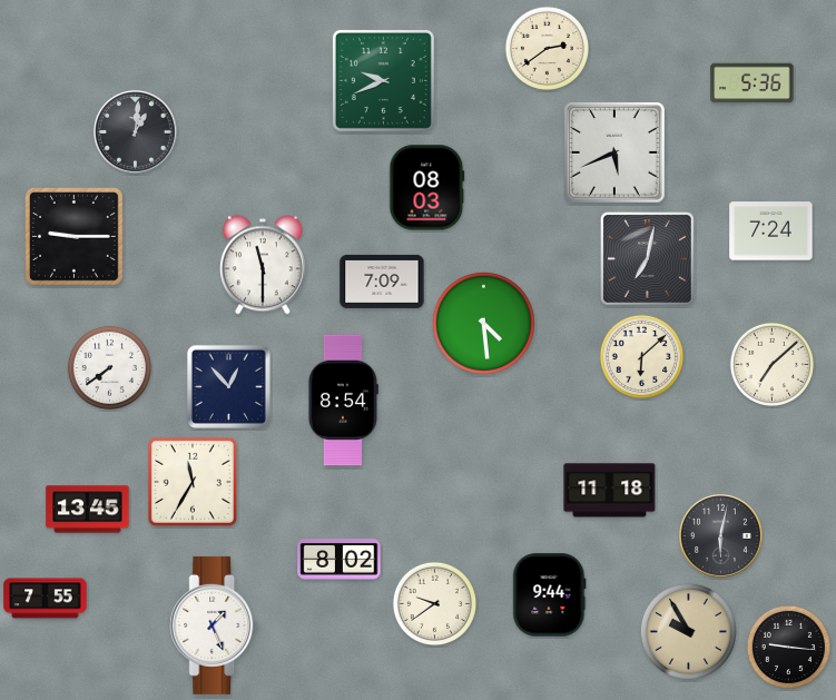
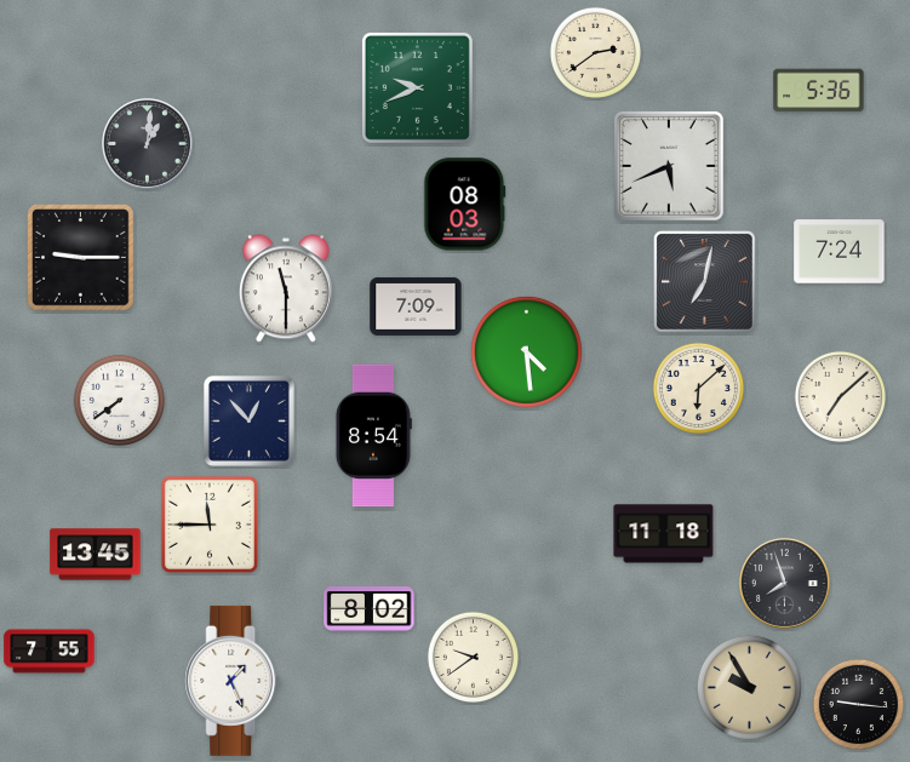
clock at (193, 482): 11:35 -> 11:45
clock at (721, 536): 6:02 -> 7:57
clock at (550, 595): 9:44 -> none
